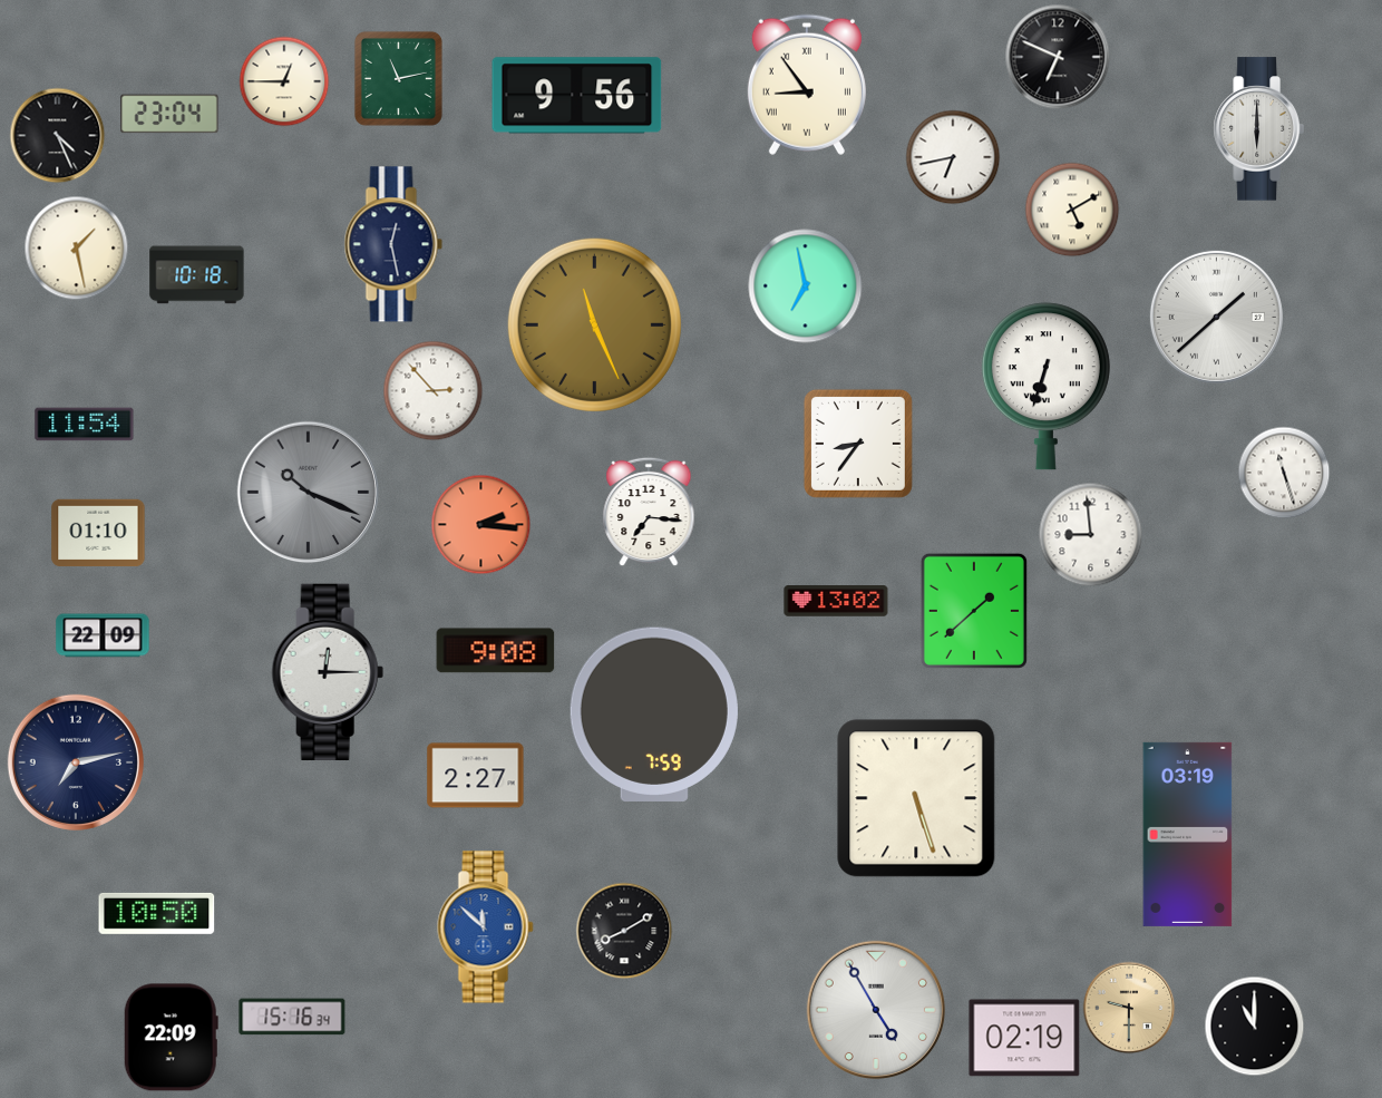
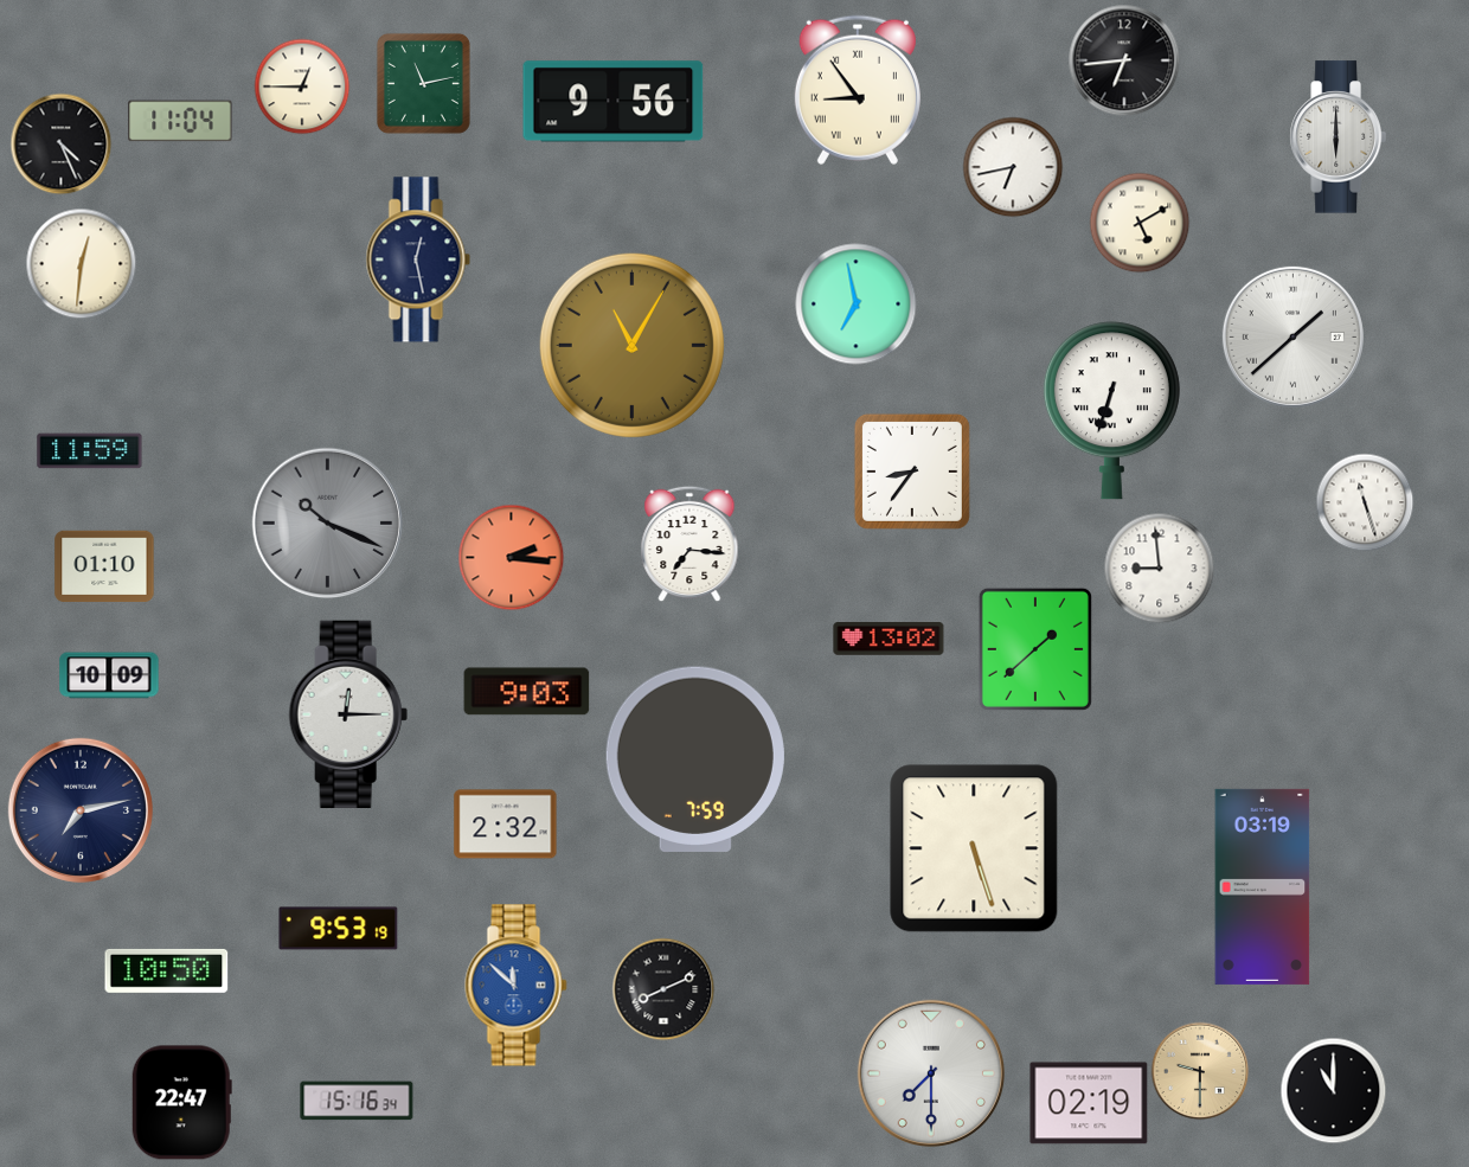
clock at (1058, 57): 6:49 -> 6:44
clock at (169, 114): 23:04 -> 11:04
clock at (76, 247): 1:28 -> 12:31
clock at (197, 275): 10:18 -> none
clock at (594, 324): 11:26 -> 11:05
clock at (432, 390): 2:53 -> none
clock at (85, 425): 11:54 -> 11:59
clock at (103, 635): 22:09 -> 10:09
clock at (496, 651): 9:08 -> 9:03
clock at (476, 776): 2:27 -> 2:32
clock at (339, 929): none -> 9:53
clock at (624, 931): 8:10 -> 8:11
clock at (875, 1009): 4:55 -> 7:30
clock at (292, 1017) position: (292, 1017) -> (357, 1101)
clock at (171, 1038): 22:09 -> 22:47
